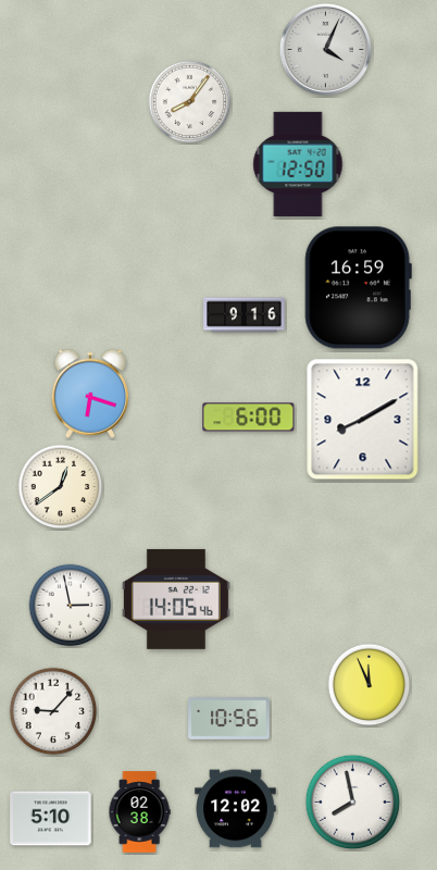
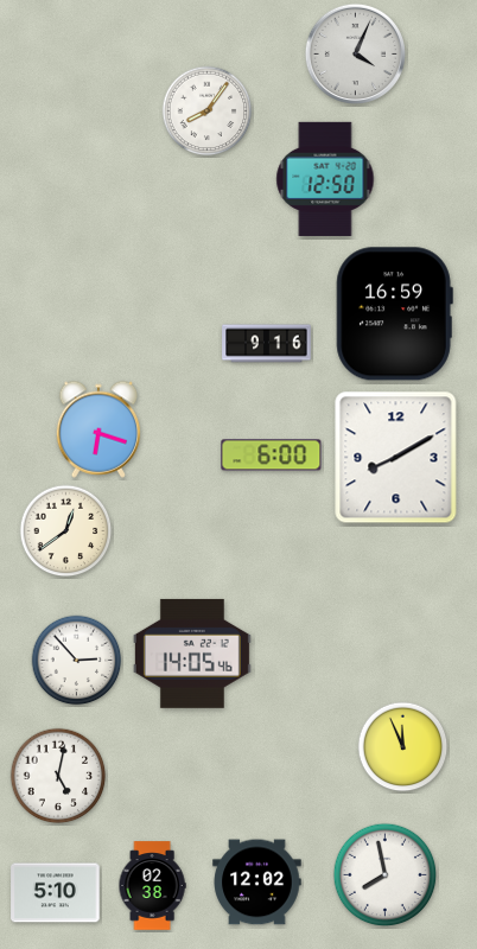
clock at (358, 288) position: (358, 288) -> (394, 314)
clock at (71, 606): 2:58 -> 2:53
clock at (53, 711): 9:07 -> 5:02
clock at (229, 719): 10:56 -> none
